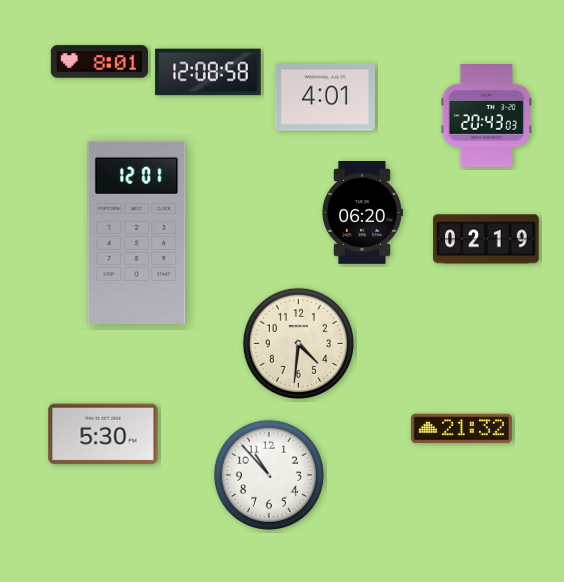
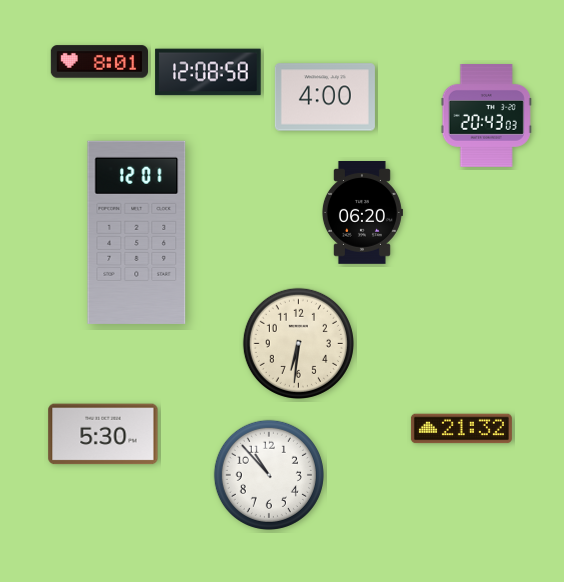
clock at (325, 97): 4:01 -> 4:00
clock at (486, 239): 02:19 -> none
clock at (298, 343): 4:31 -> 6:31
